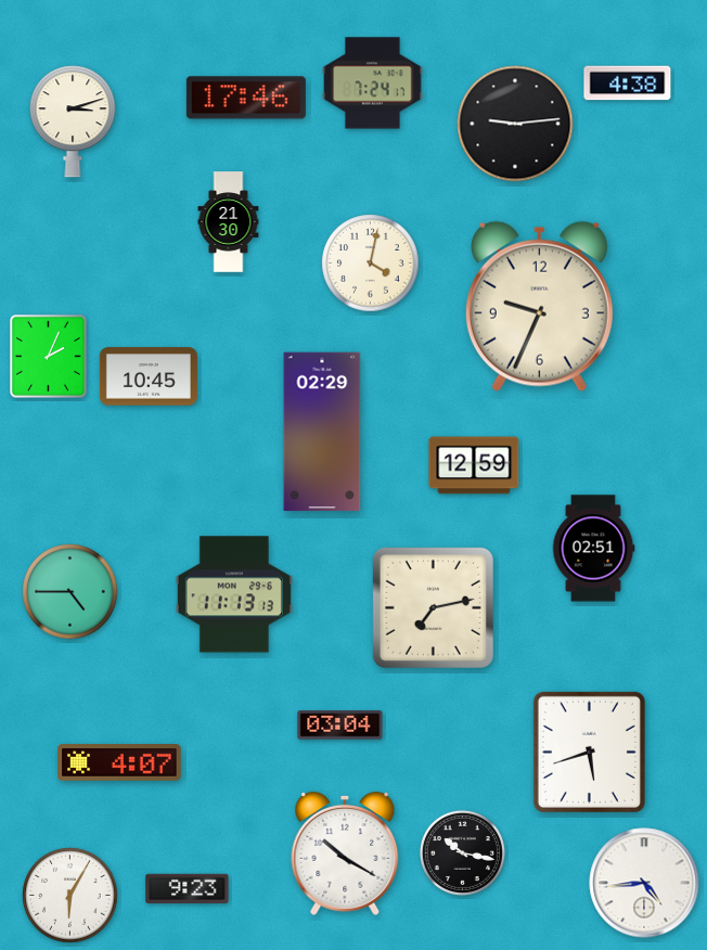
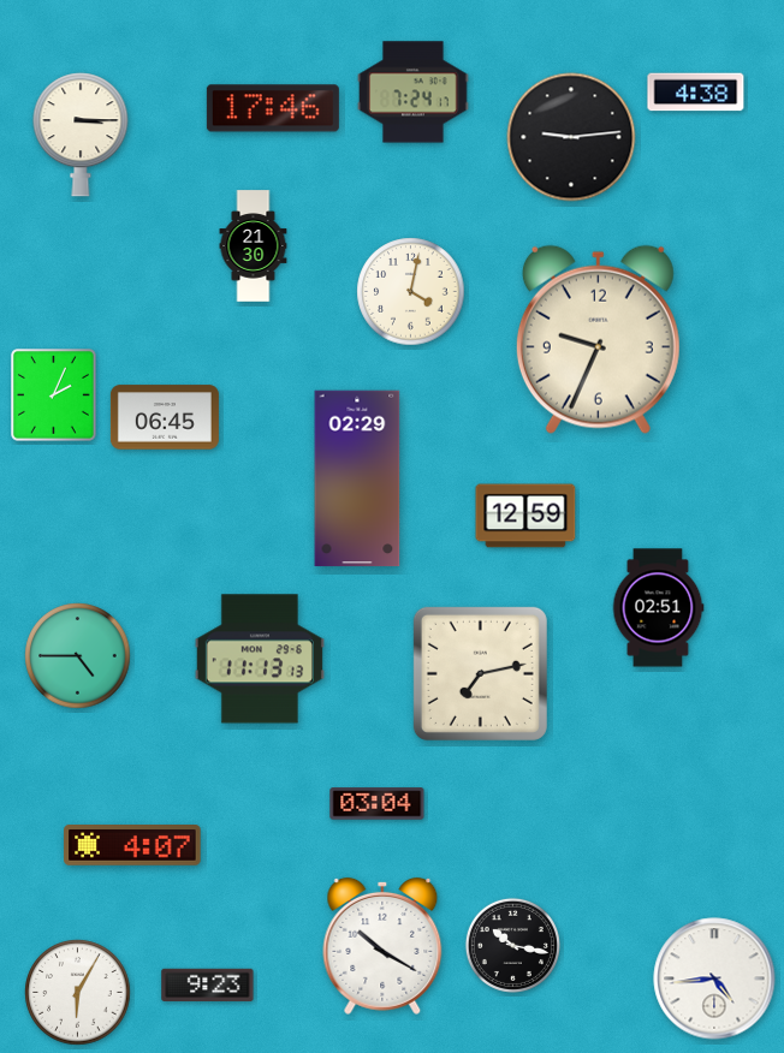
clock at (73, 121): 3:12 -> 3:15
clock at (149, 376): 10:45 -> 06:45
clock at (589, 752): 5:42 -> none
